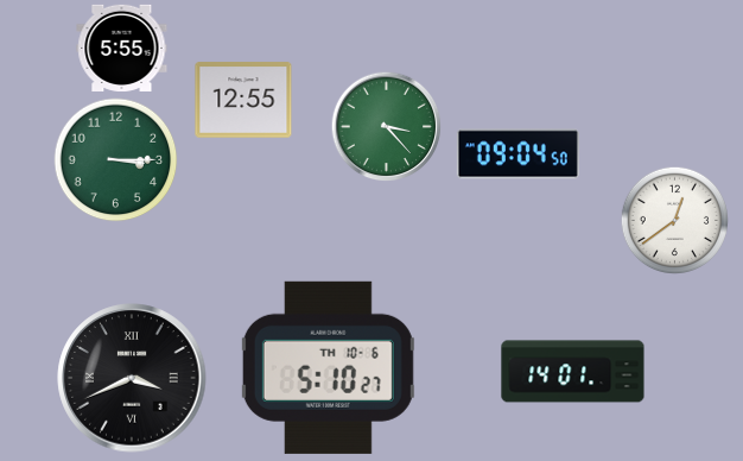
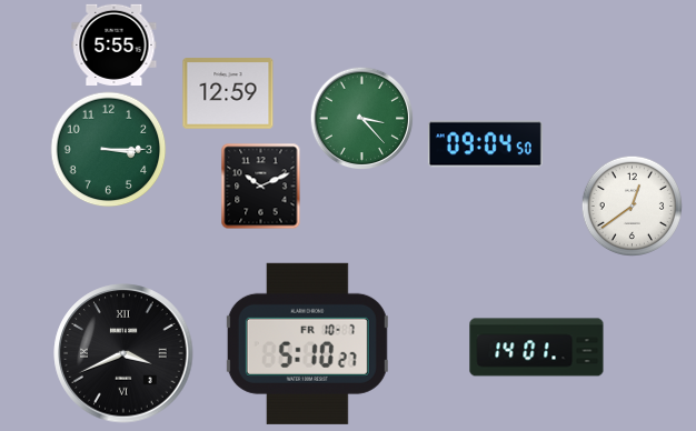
clock at (243, 100): 12:55 -> 12:59
clock at (261, 186): none -> 10:11
clock at (328, 367) date: TH 10-6 -> FR 10-7
